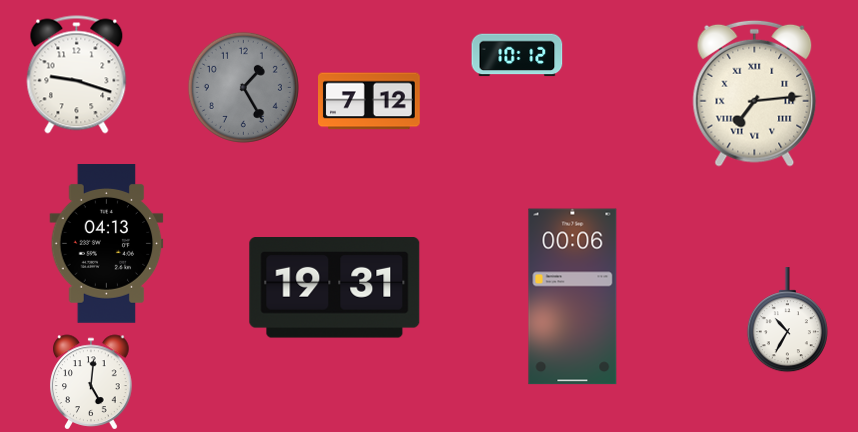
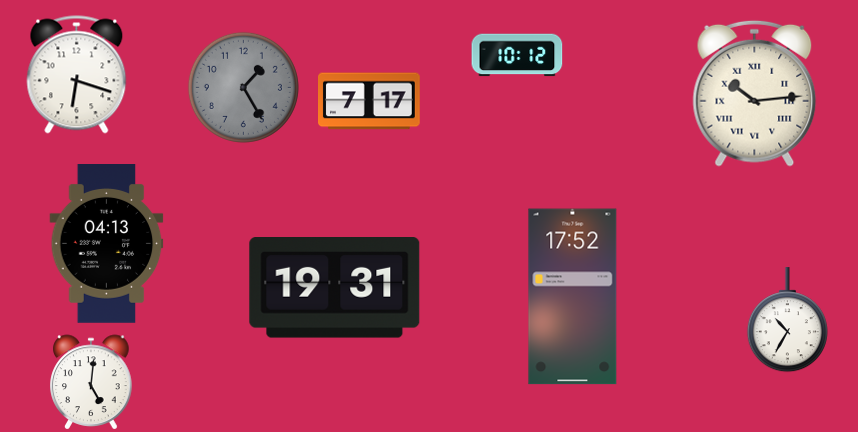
clock at (77, 75): 9:18 -> 6:18
clock at (755, 93): 7:14 -> 10:14
clock at (370, 101): 7:12 -> 7:17
clock at (573, 297): 00:06 -> 17:52
